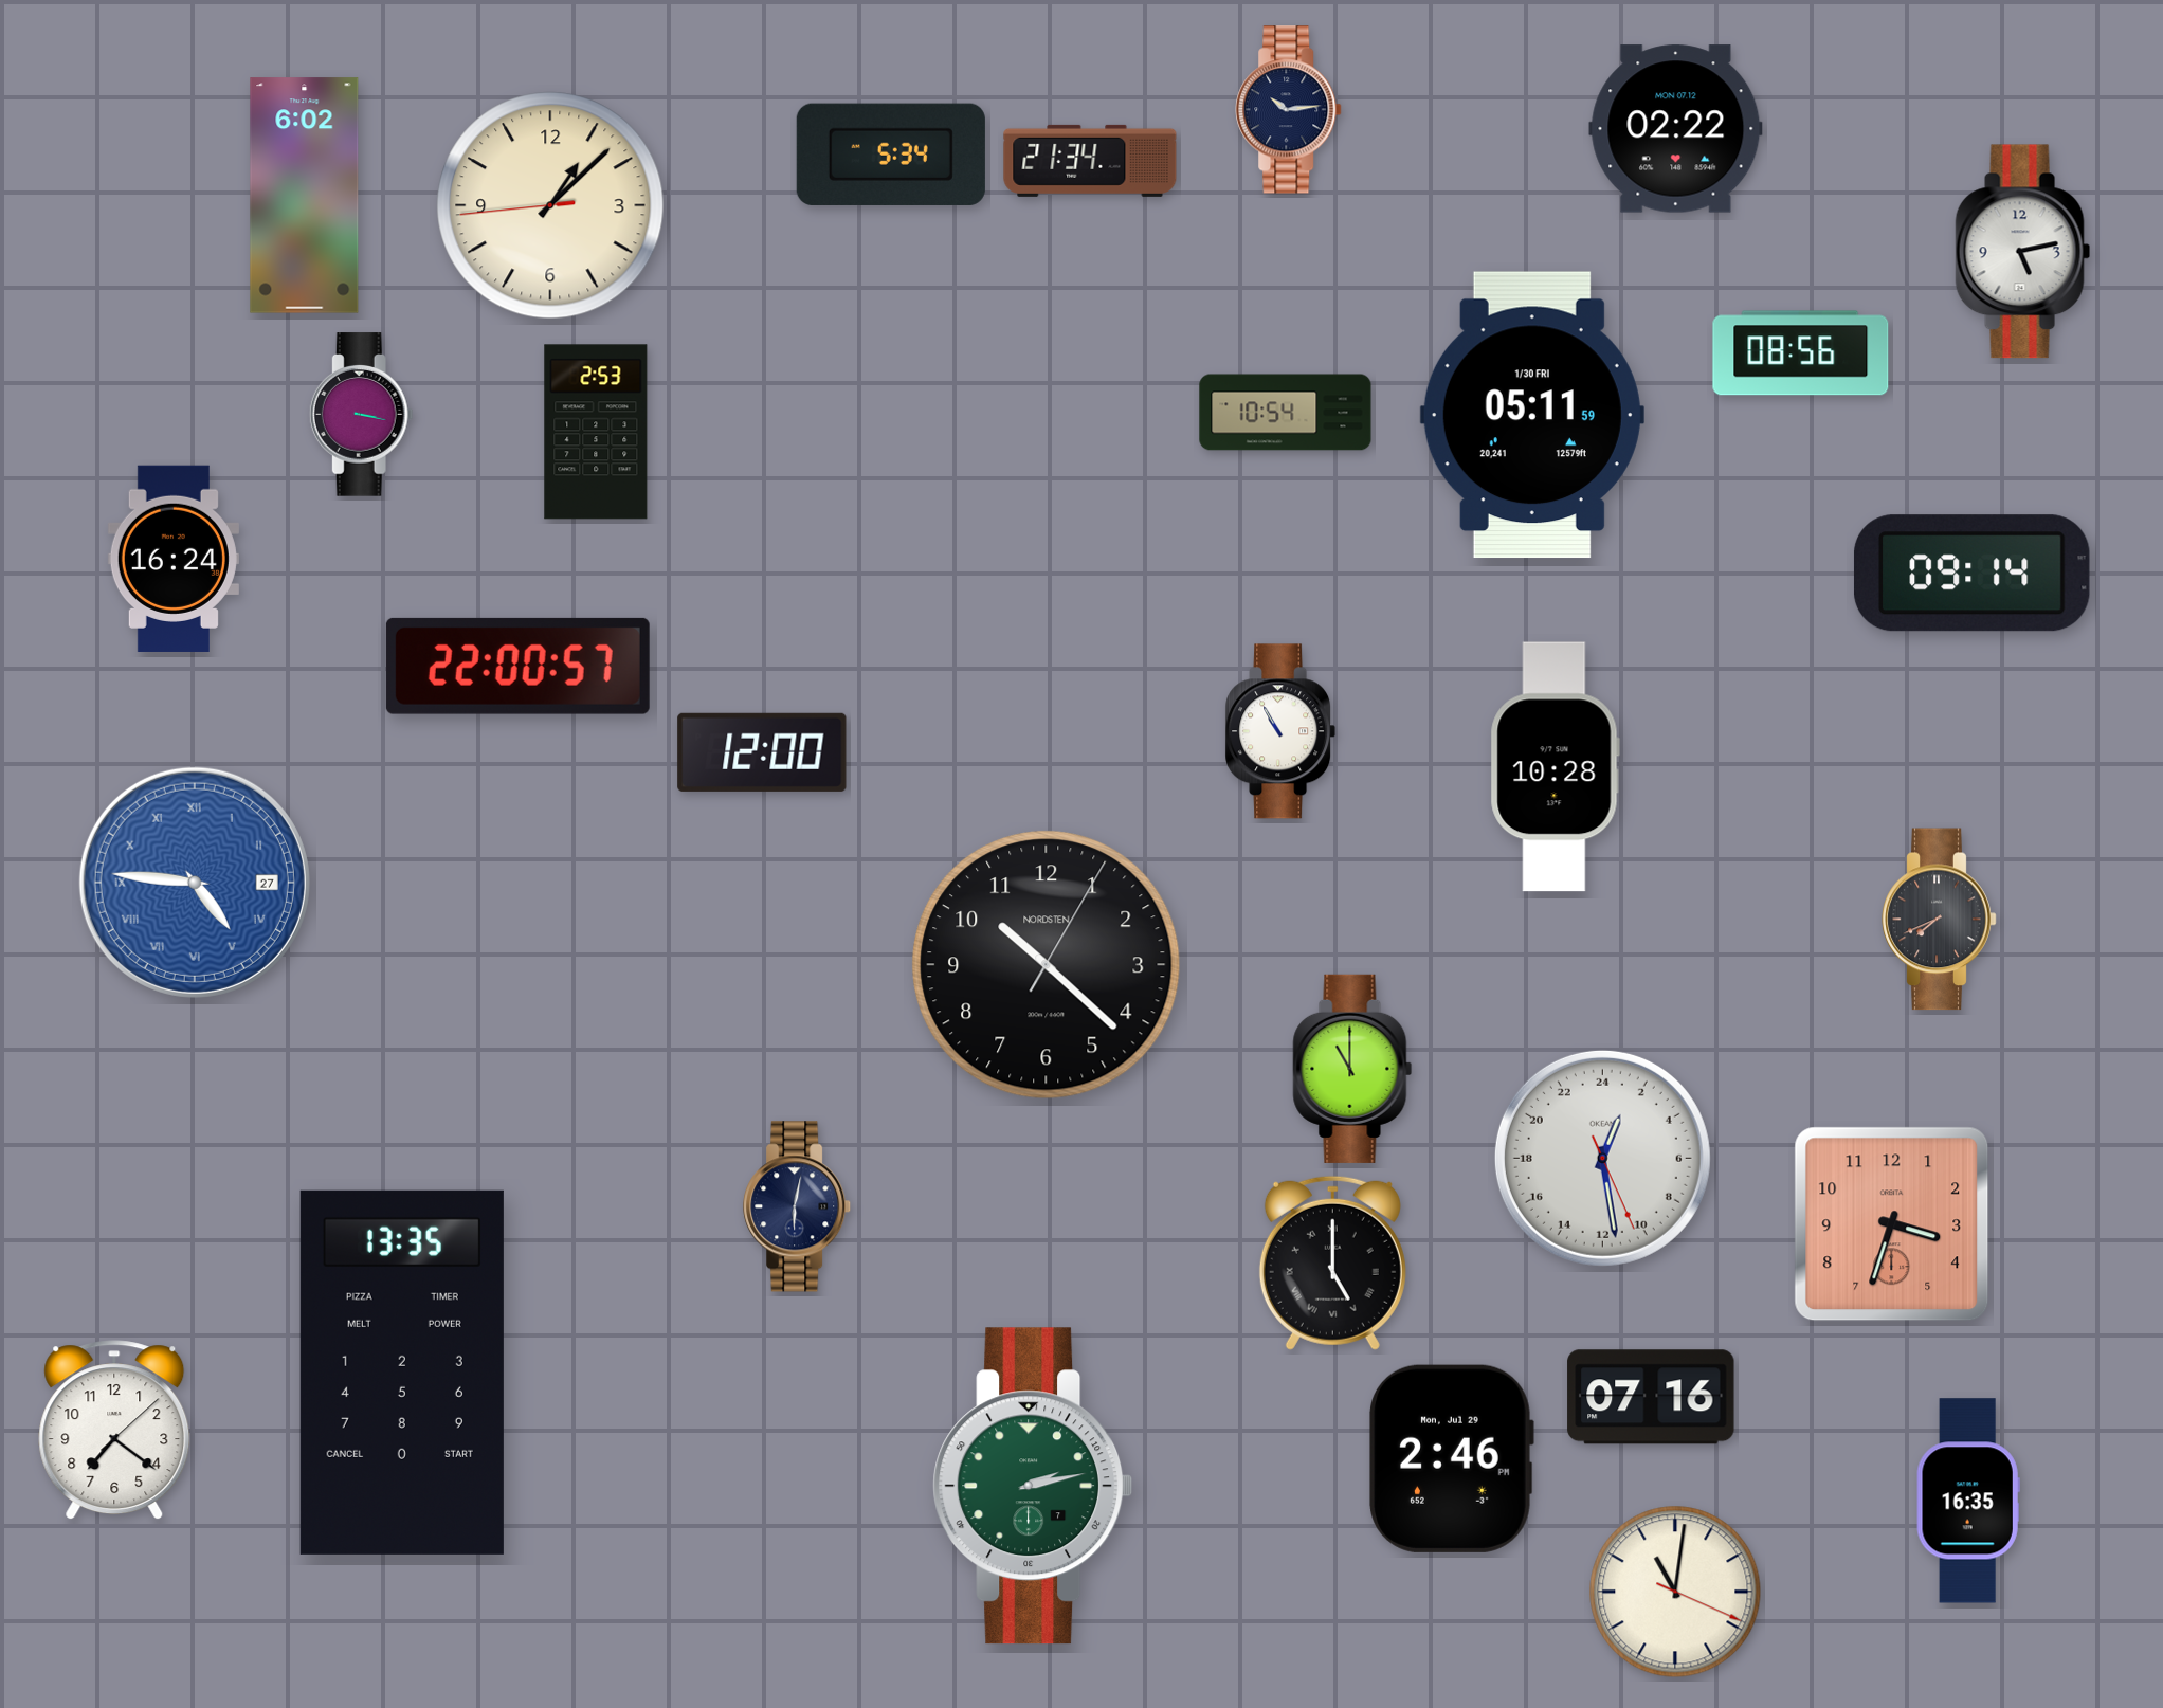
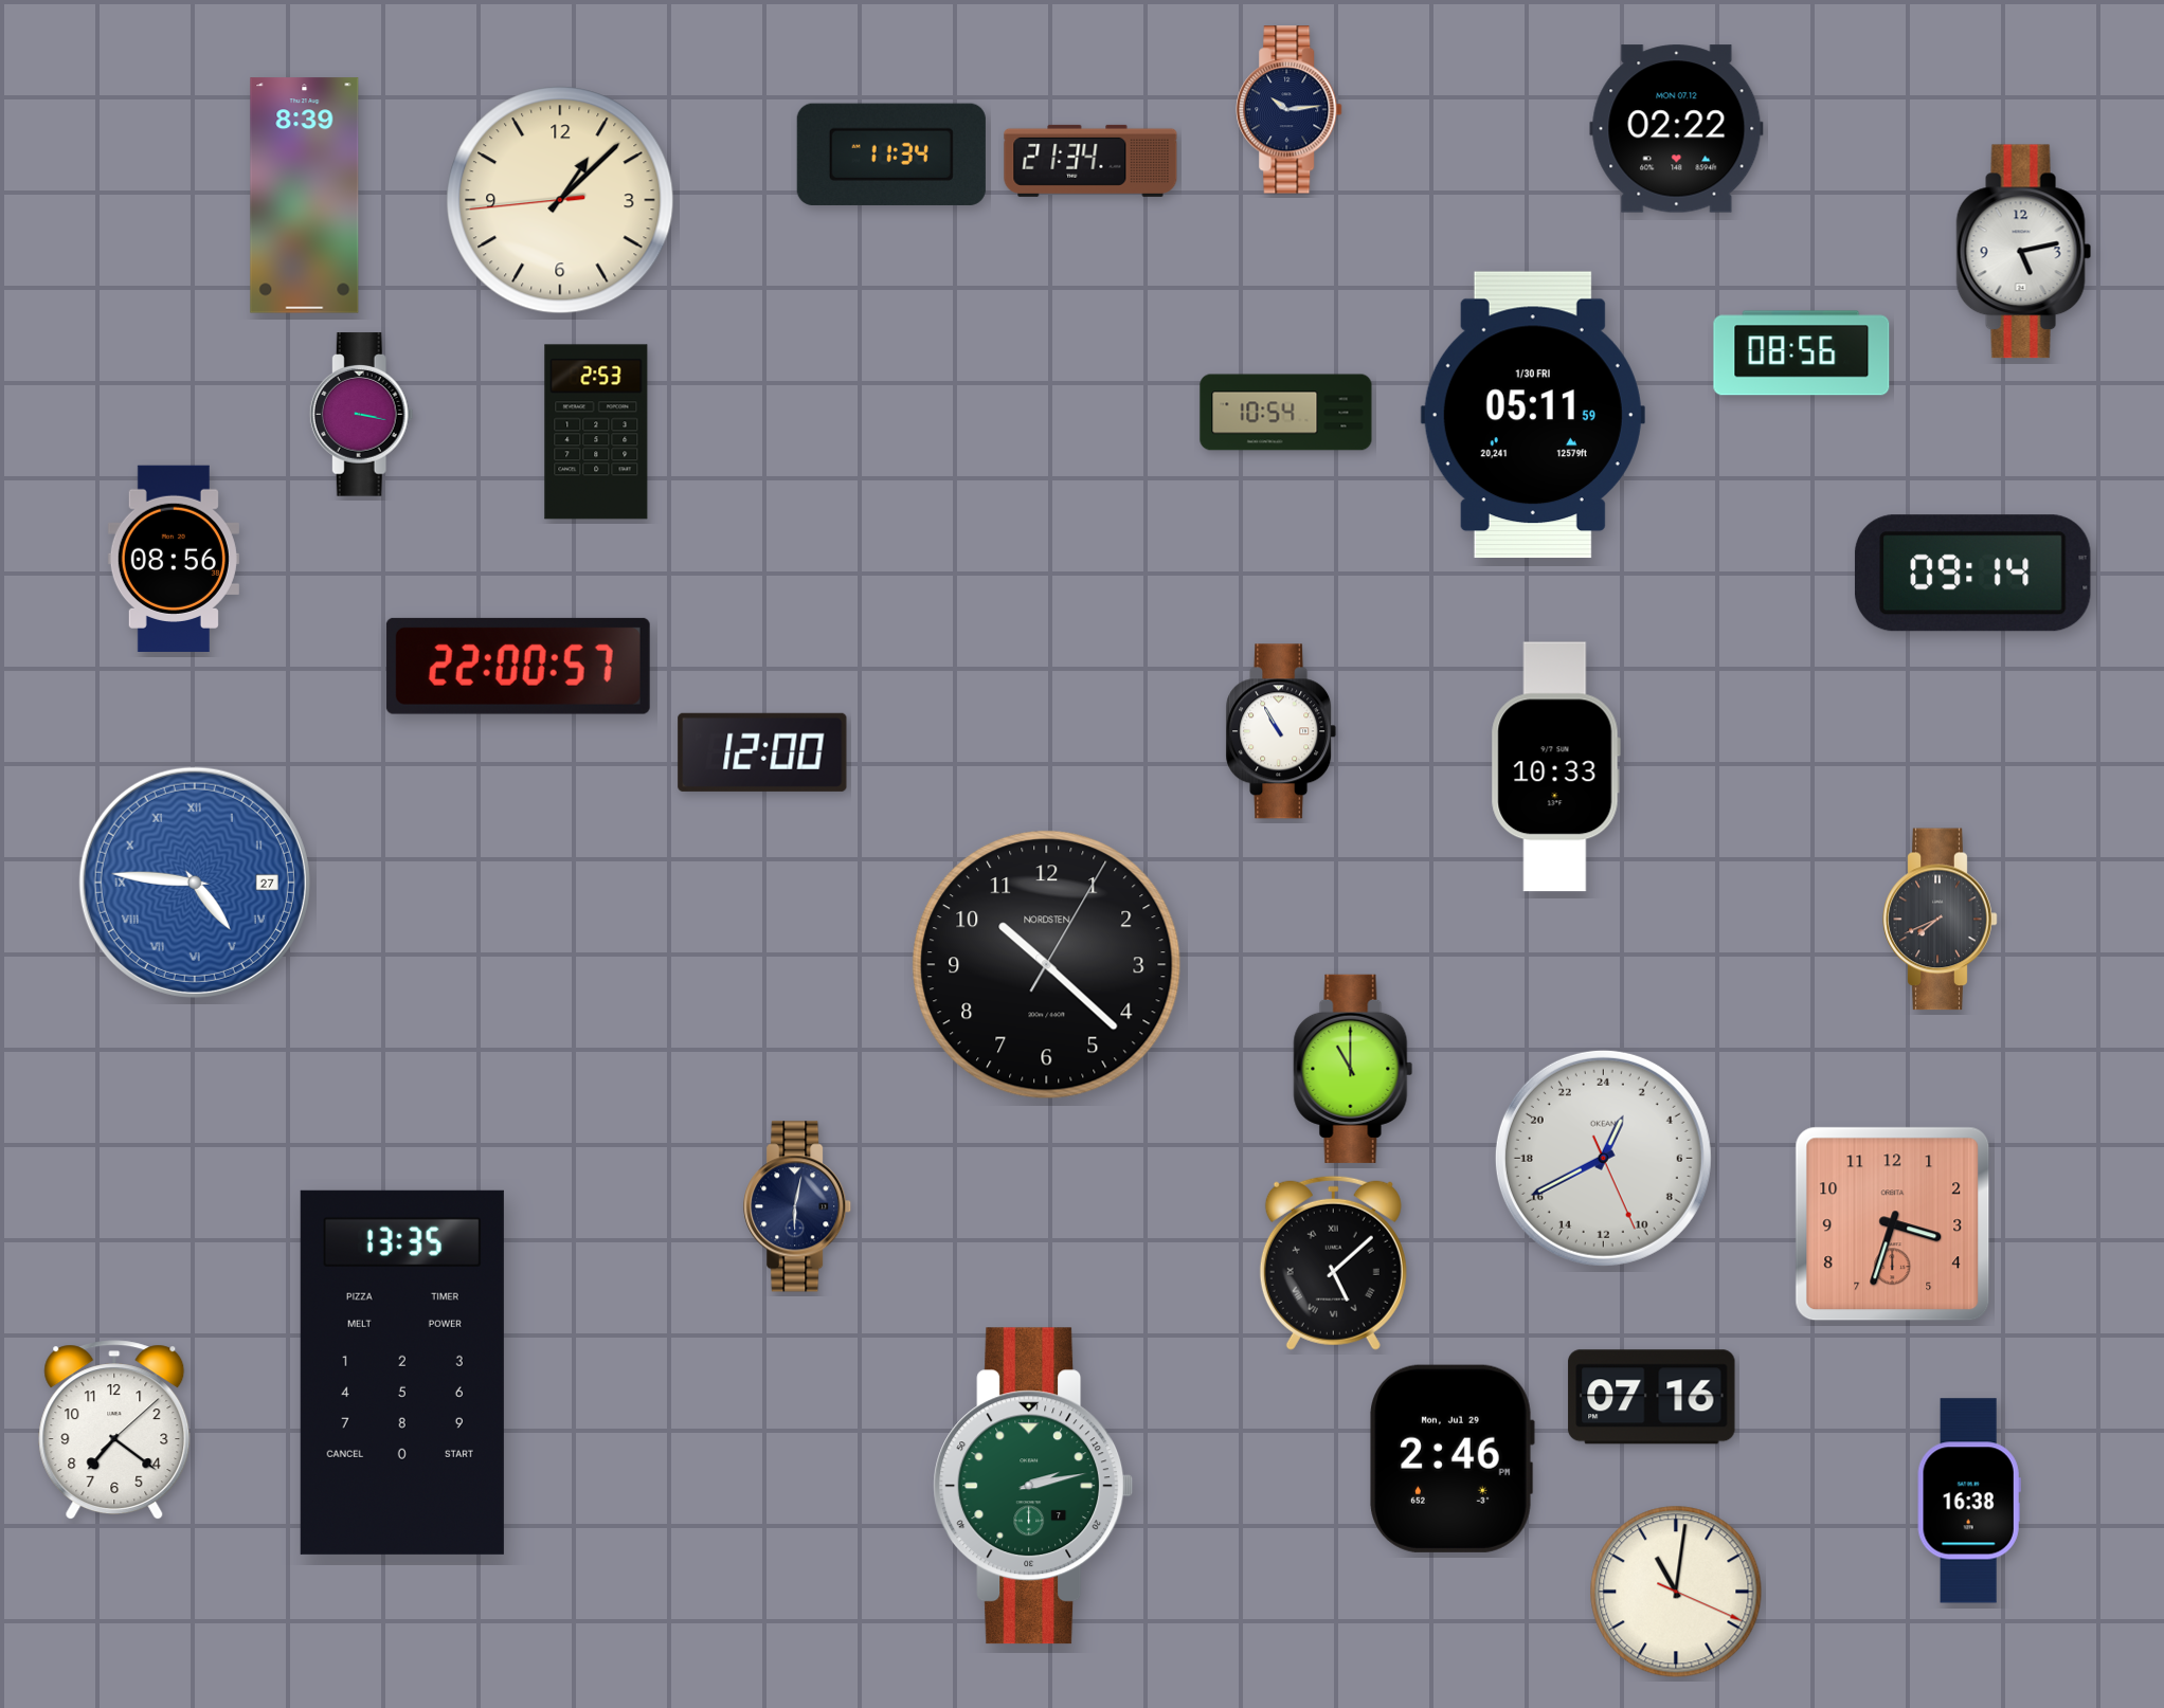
clock at (891, 155): 5:34 -> 11:34
clock at (305, 196): 6:02 -> 8:39
clock at (550, 205) position: (550, 205) -> (560, 200)
clock at (174, 559): 16:24 -> 08:56
clock at (1555, 767): 10:28 -> 10:33
clock at (1602, 1158): 1:28 -> 1:40
clock at (1332, 1262): 5:00 -> 5:08
clock at (1968, 1501): 16:35 -> 16:38
